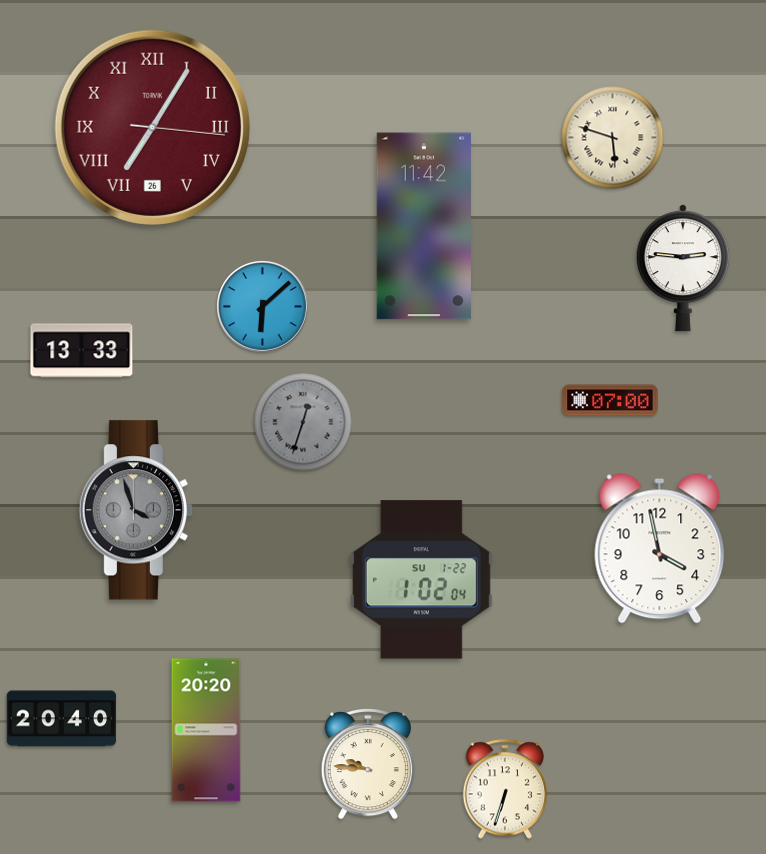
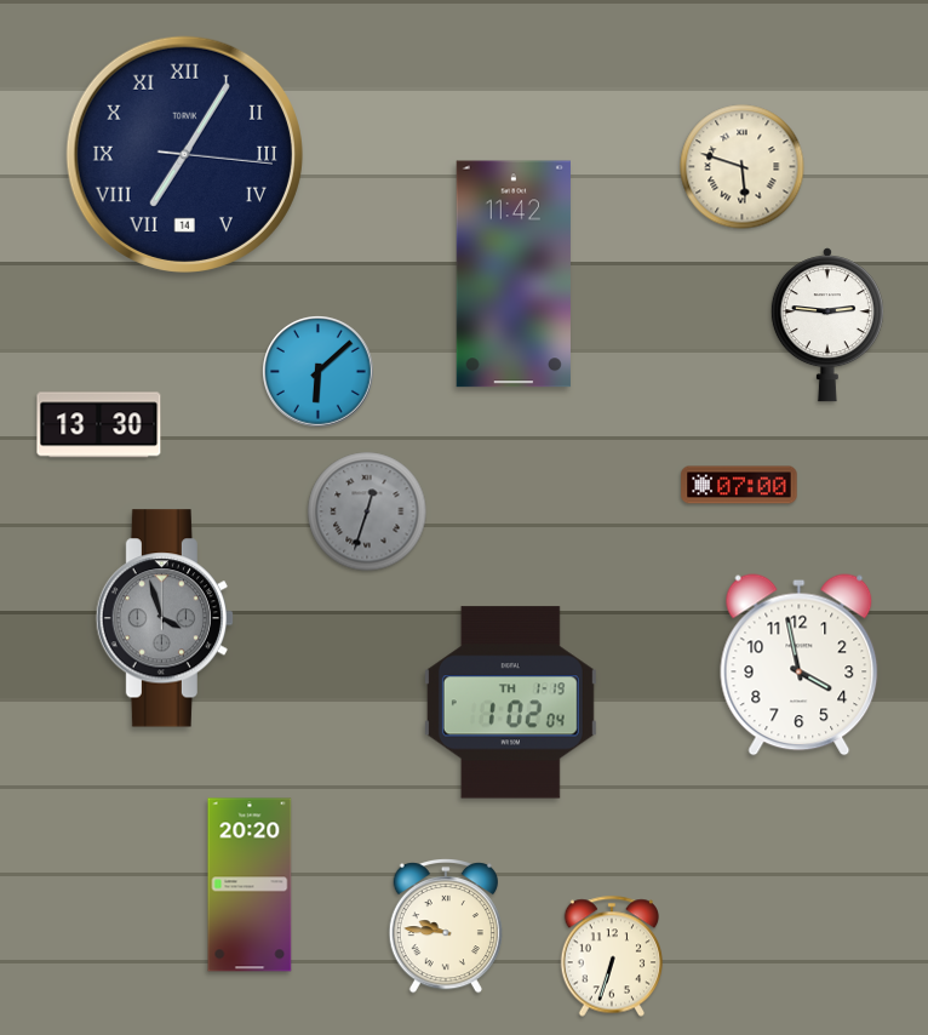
clock at (152, 127) date: 26 -> 14
clock at (152, 127) dial: burgundy -> navy
clock at (82, 351): 13:33 -> 13:30
clock at (421, 580) date: SU 1-22 -> TH 1-19
clock at (62, 719): 20:40 -> none
